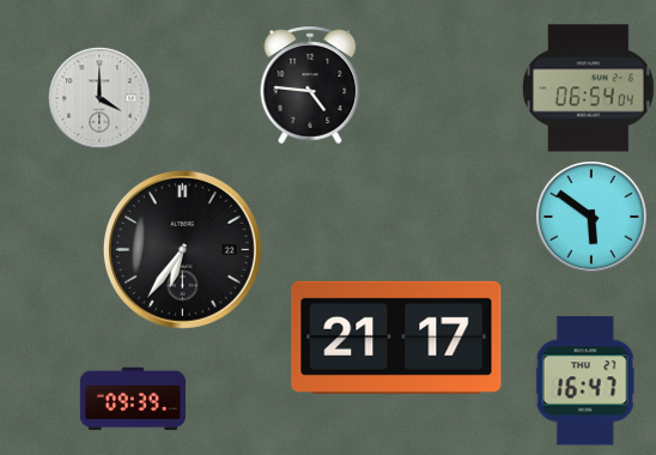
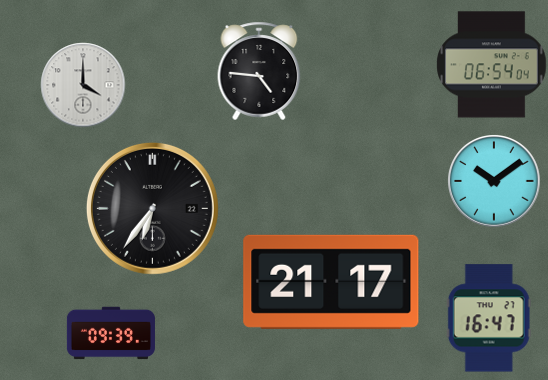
clock at (589, 89) position: (589, 89) -> (492, 65)
clock at (99, 98) position: (99, 98) -> (83, 85)
clock at (591, 217): 5:51 -> 10:09
